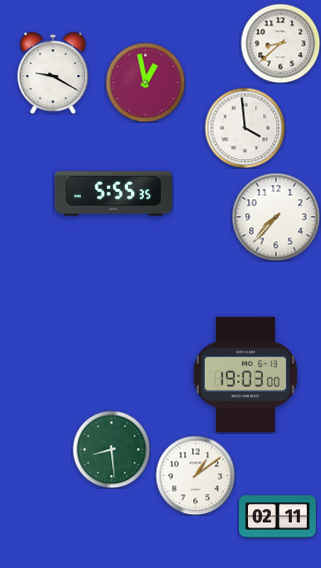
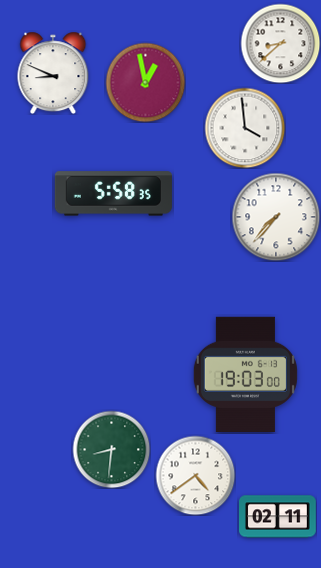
clock at (53, 73): 9:20 -> 8:49
clock at (113, 194): 5:55 -> 5:58
clock at (111, 449): 8:29 -> 8:31
clock at (195, 475): 1:09 -> 4:39
